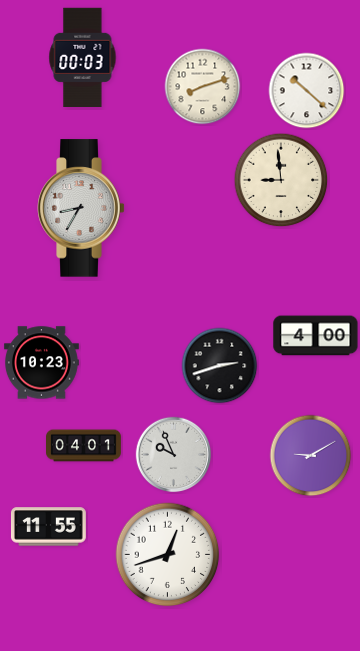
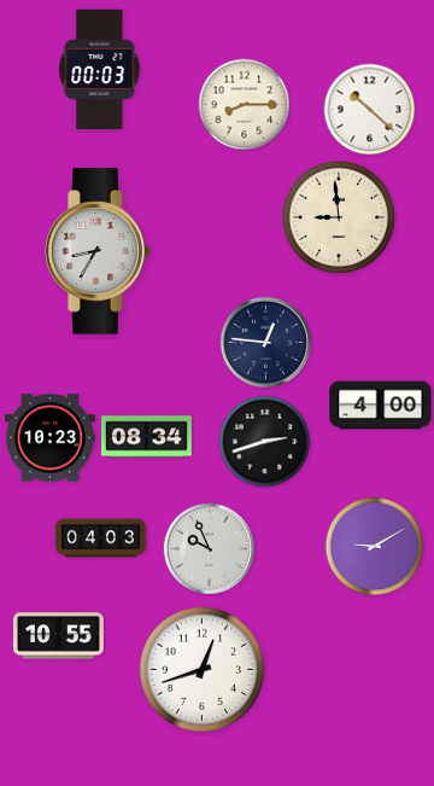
clock at (203, 87): 8:12 -> 8:15
clock at (266, 343): none -> 12:46
clock at (147, 437): none -> 08:34
clock at (84, 446): 04:01 -> 04:03
clock at (311, 456) position: (311, 456) -> (375, 547)
clock at (48, 527): 11:55 -> 10:55
